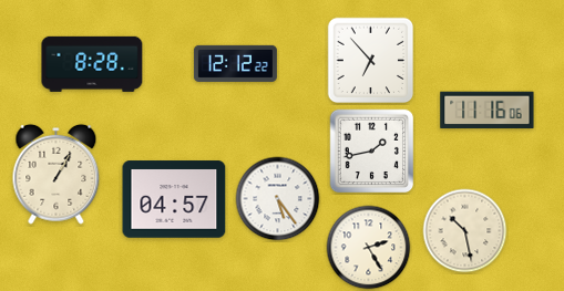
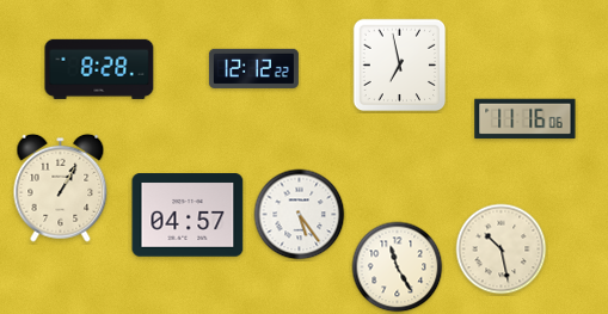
clock at (371, 61): 6:53 -> 6:58
clock at (372, 152): 1:43 -> none
clock at (369, 248): 2:25 -> 11:25
